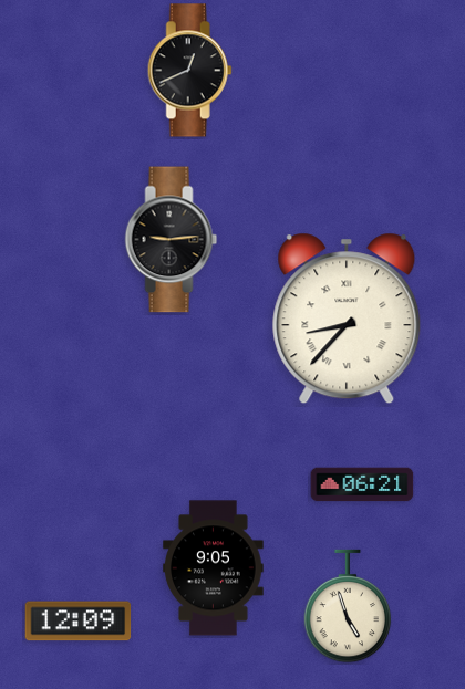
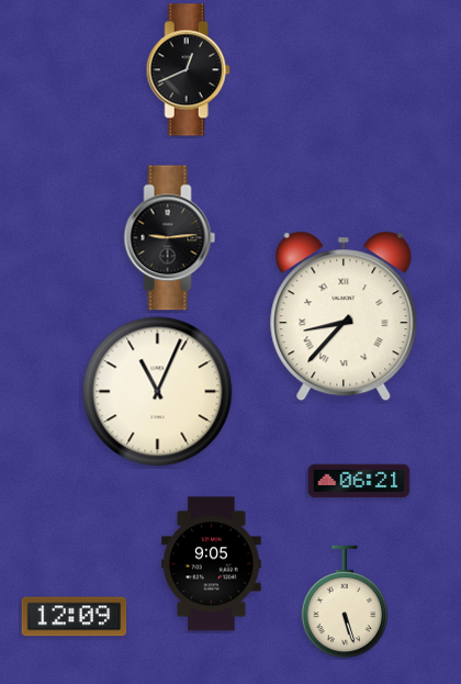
clock at (158, 392): none -> 11:04
clock at (348, 606): 4:57 -> 5:27
clock at (79, 622) position: (79, 622) -> (75, 617)
